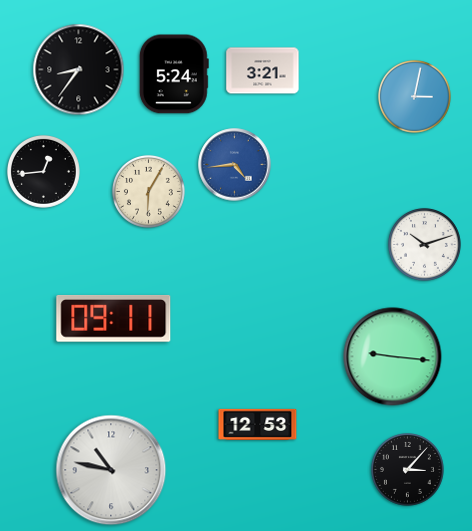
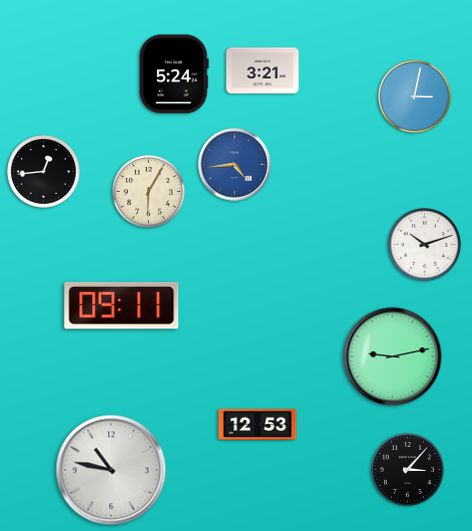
clock at (79, 70): 8:36 -> none
clock at (114, 318) position: (114, 318) -> (122, 305)
clock at (393, 357): 9:16 -> 9:13
